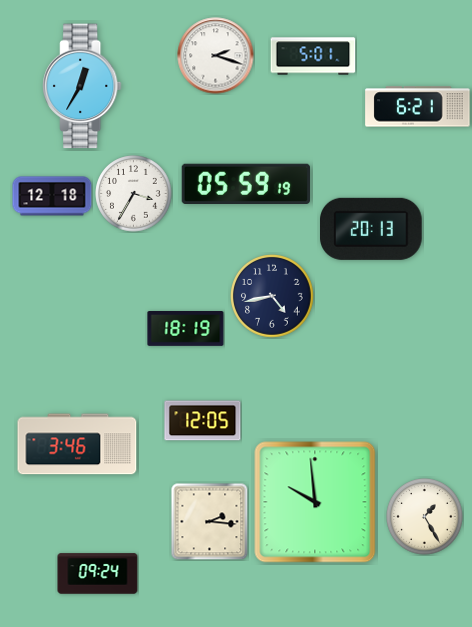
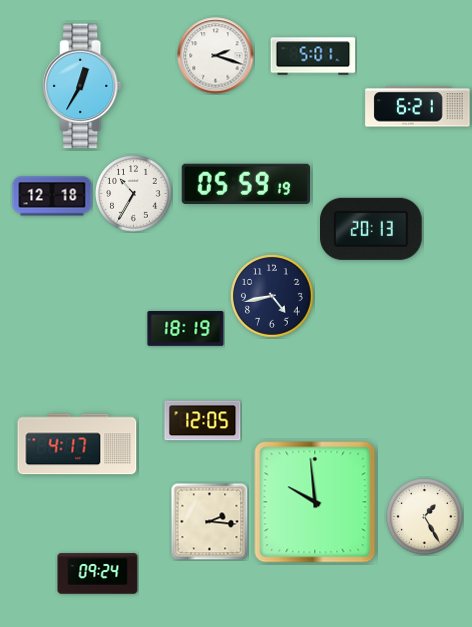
clock at (134, 194): 3:35 -> 10:35
clock at (77, 444): 3:46 -> 4:17
